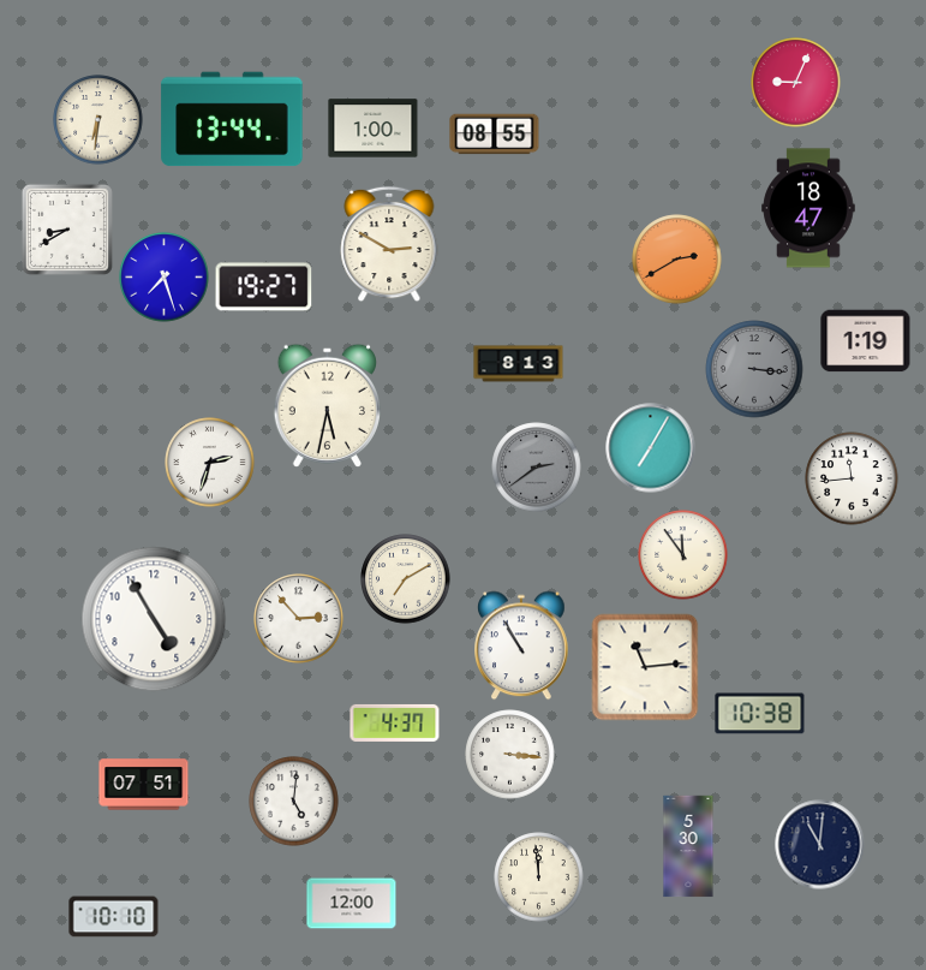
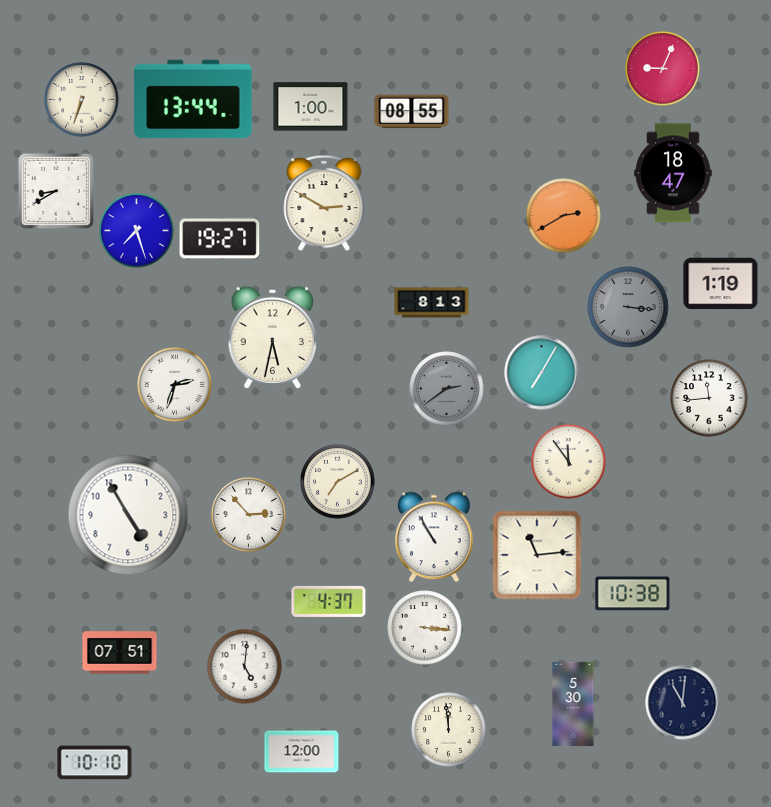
clock at (98, 120): 6:31 -> 6:33
clock at (352, 904) position: (352, 904) -> (302, 752)
